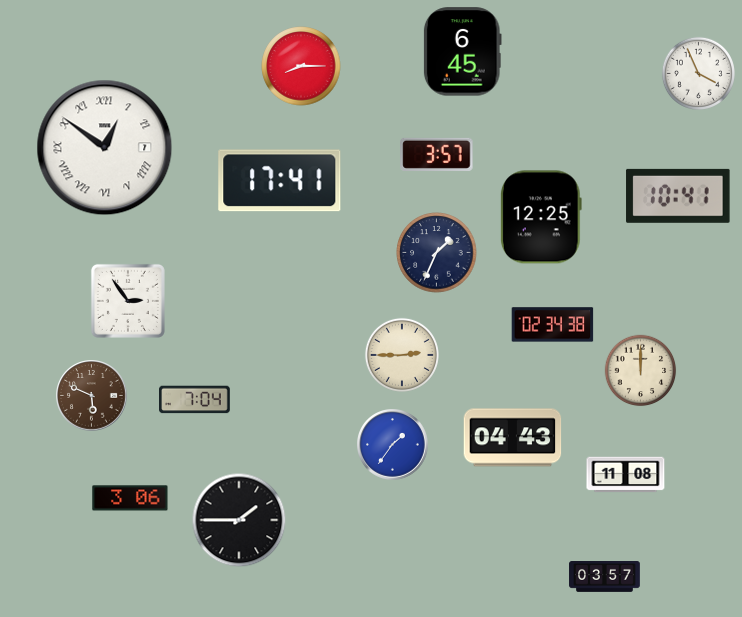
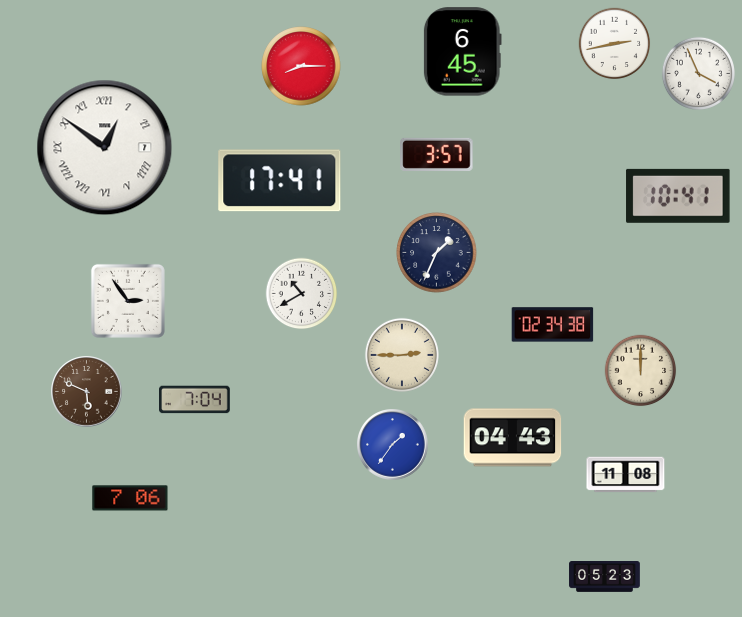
clock at (615, 44): none -> 2:43
clock at (541, 217): 12:25 -> none
clock at (302, 294): none -> 10:40
clock at (92, 396) position: (92, 396) -> (87, 392)
clock at (130, 498): 3:06 -> 7:06
clock at (239, 520): 1:45 -> none
clock at (605, 577): 03:57 -> 05:23
